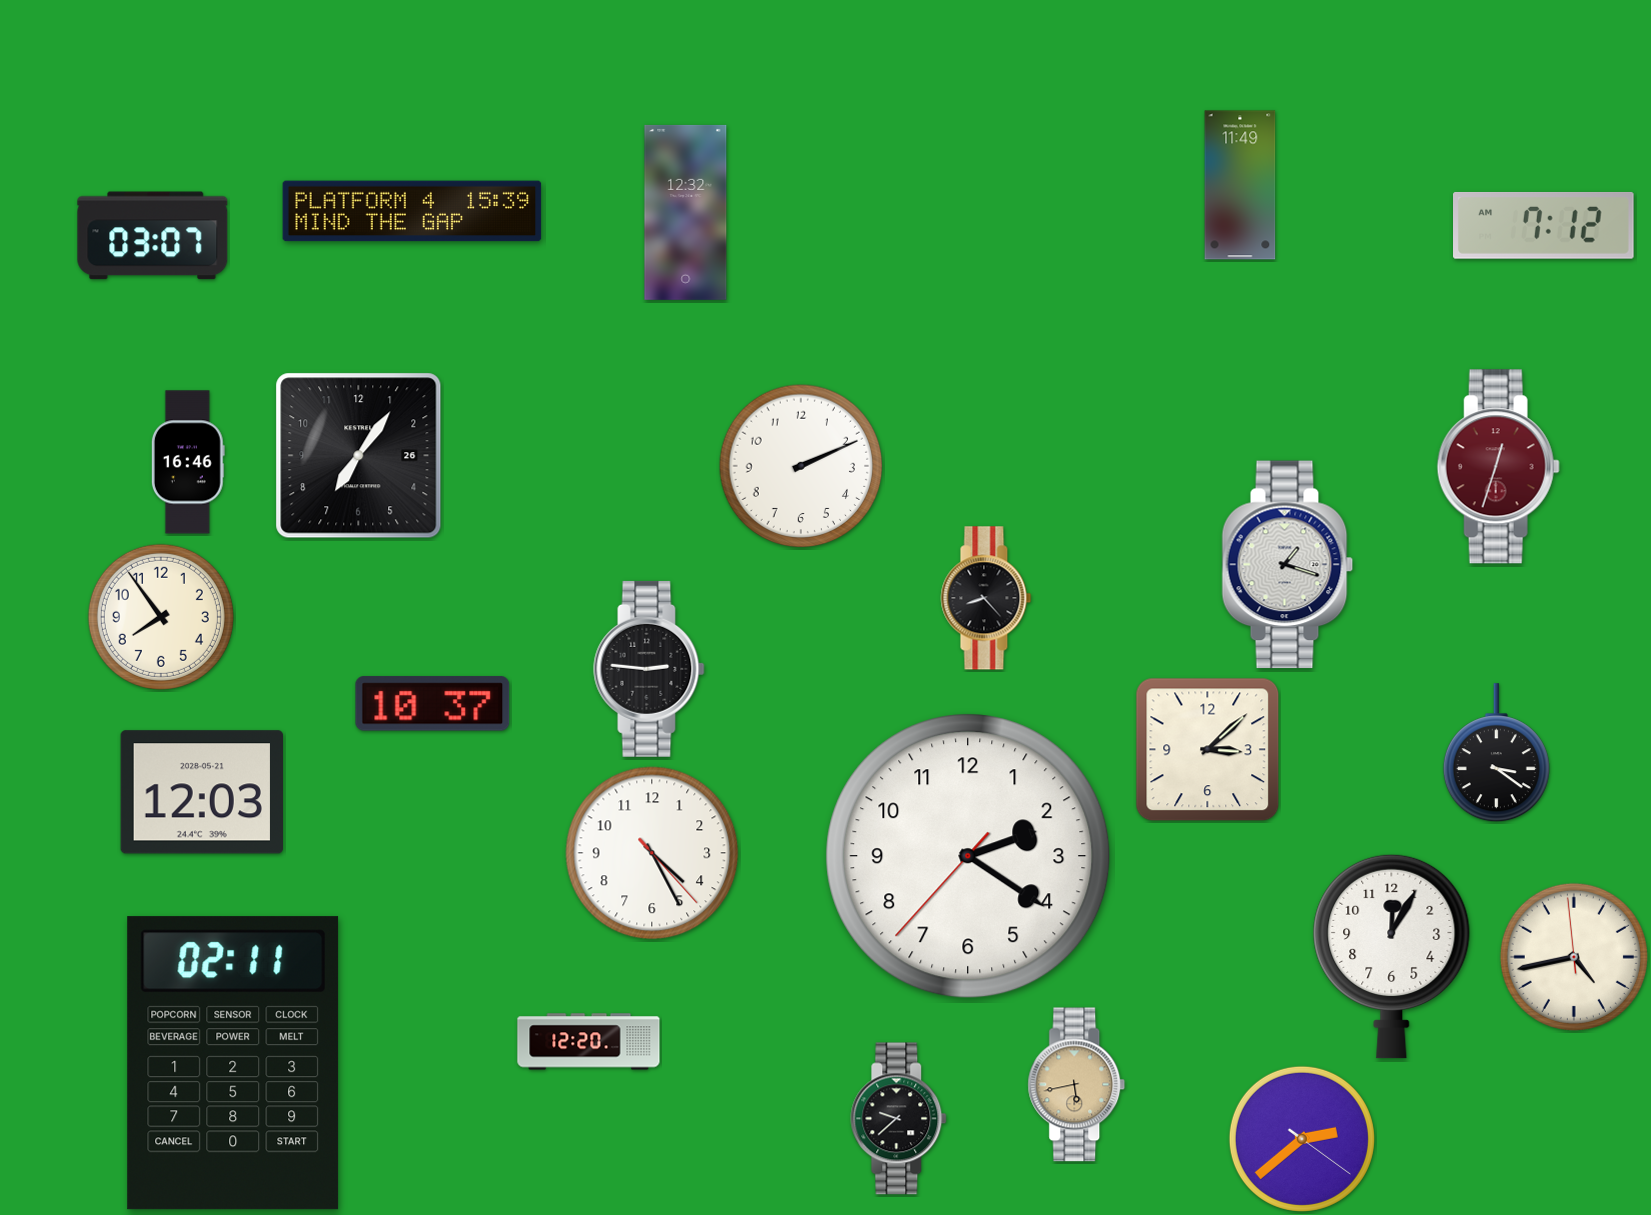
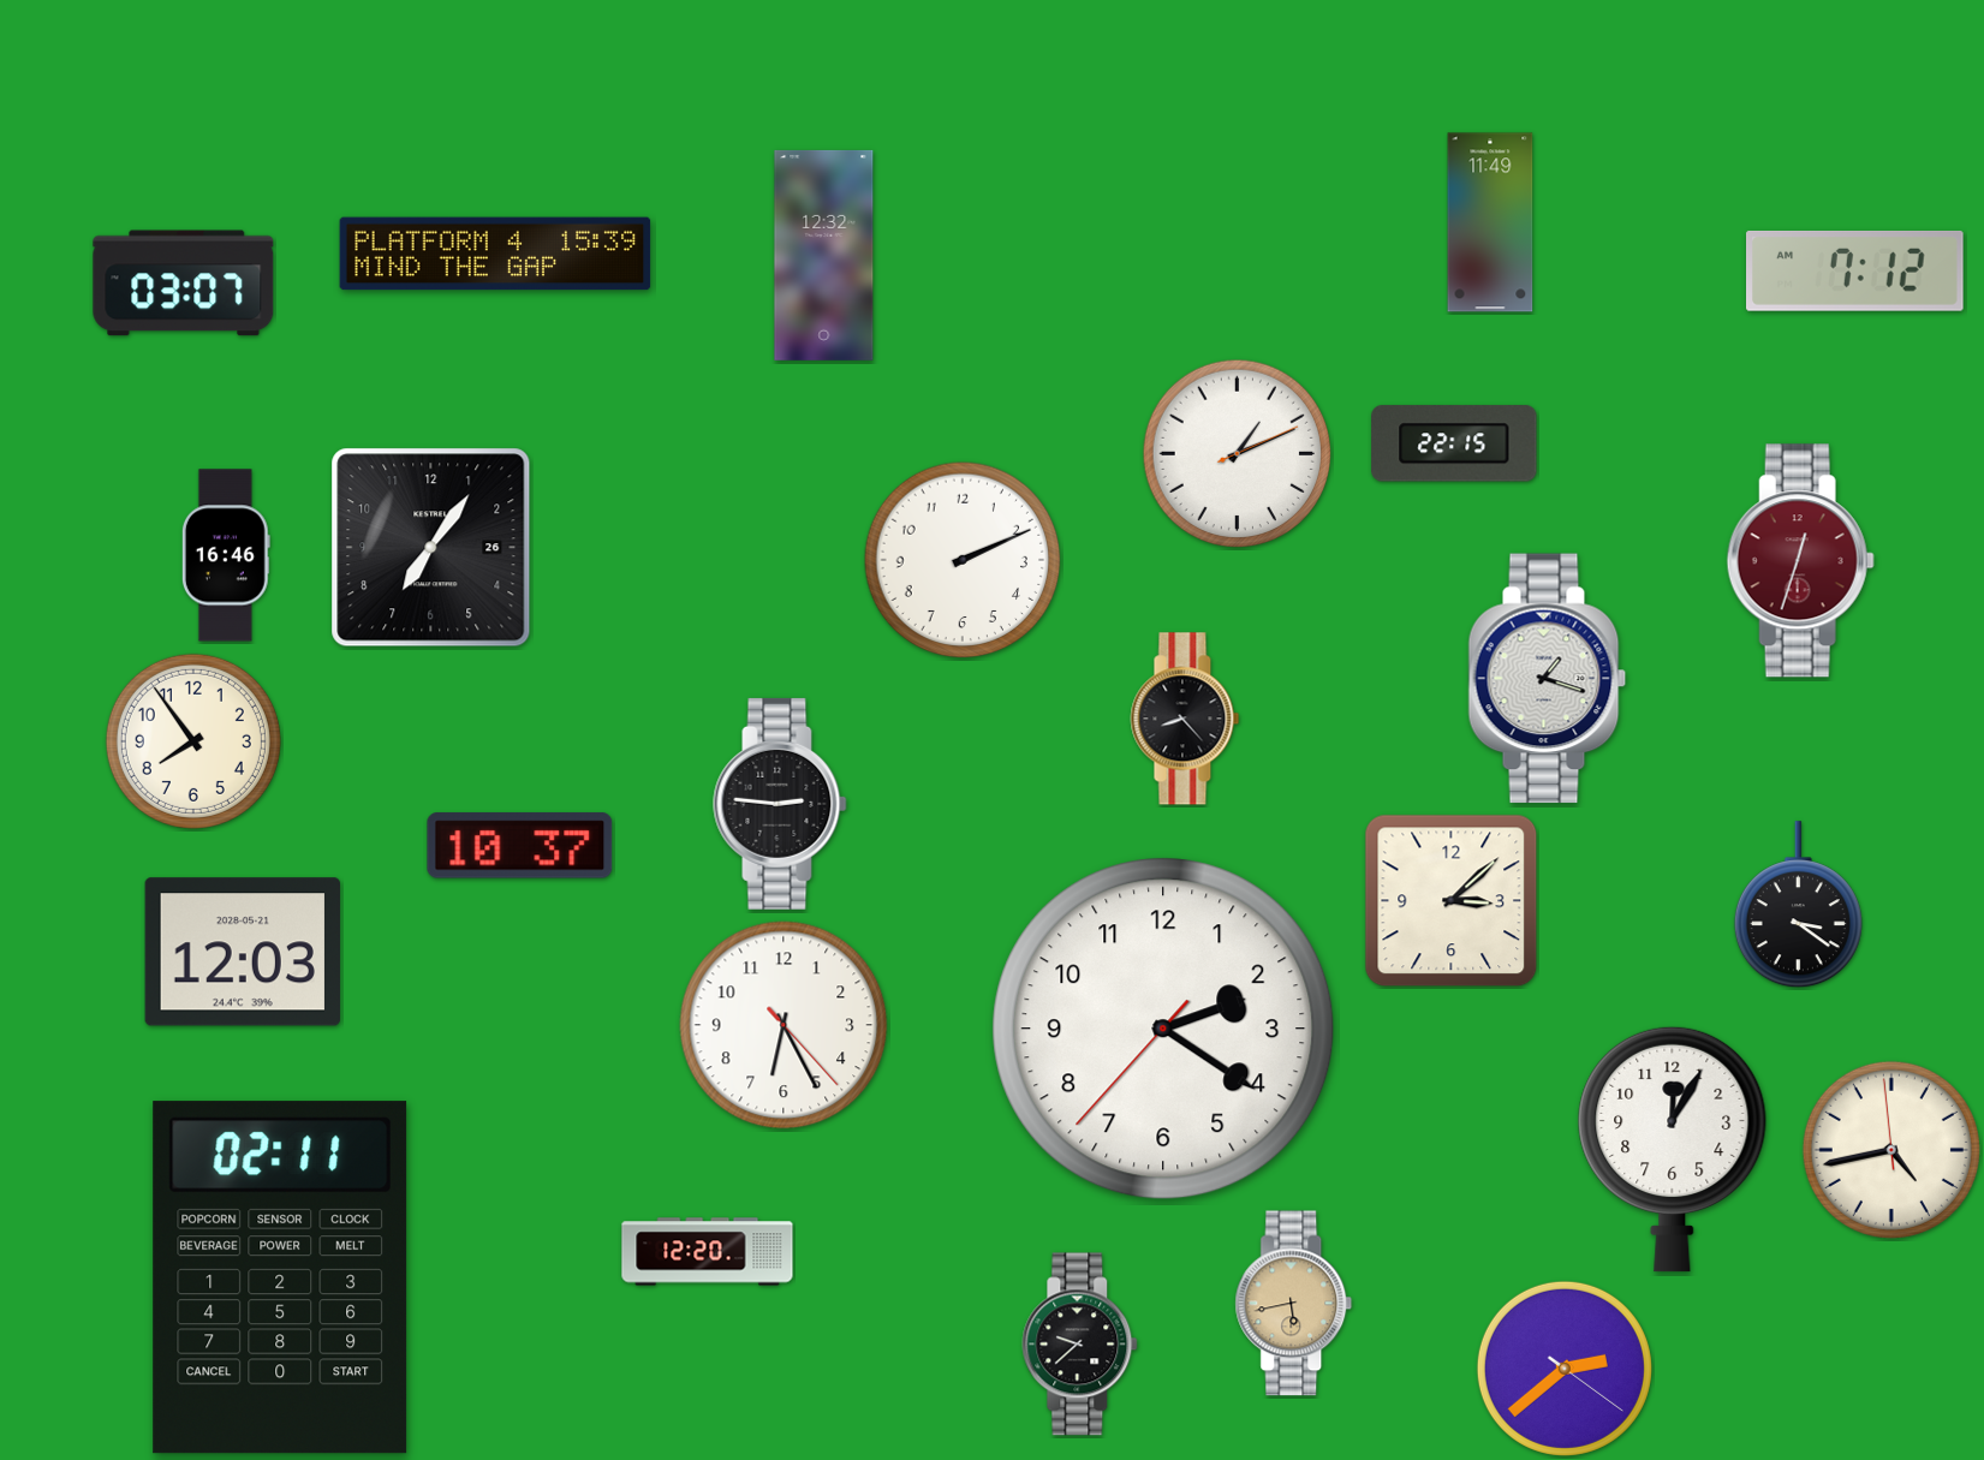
clock at (1454, 443): none -> 22:15
clock at (1237, 453): none -> 1:11
clock at (652, 853): 4:25 -> 6:25
